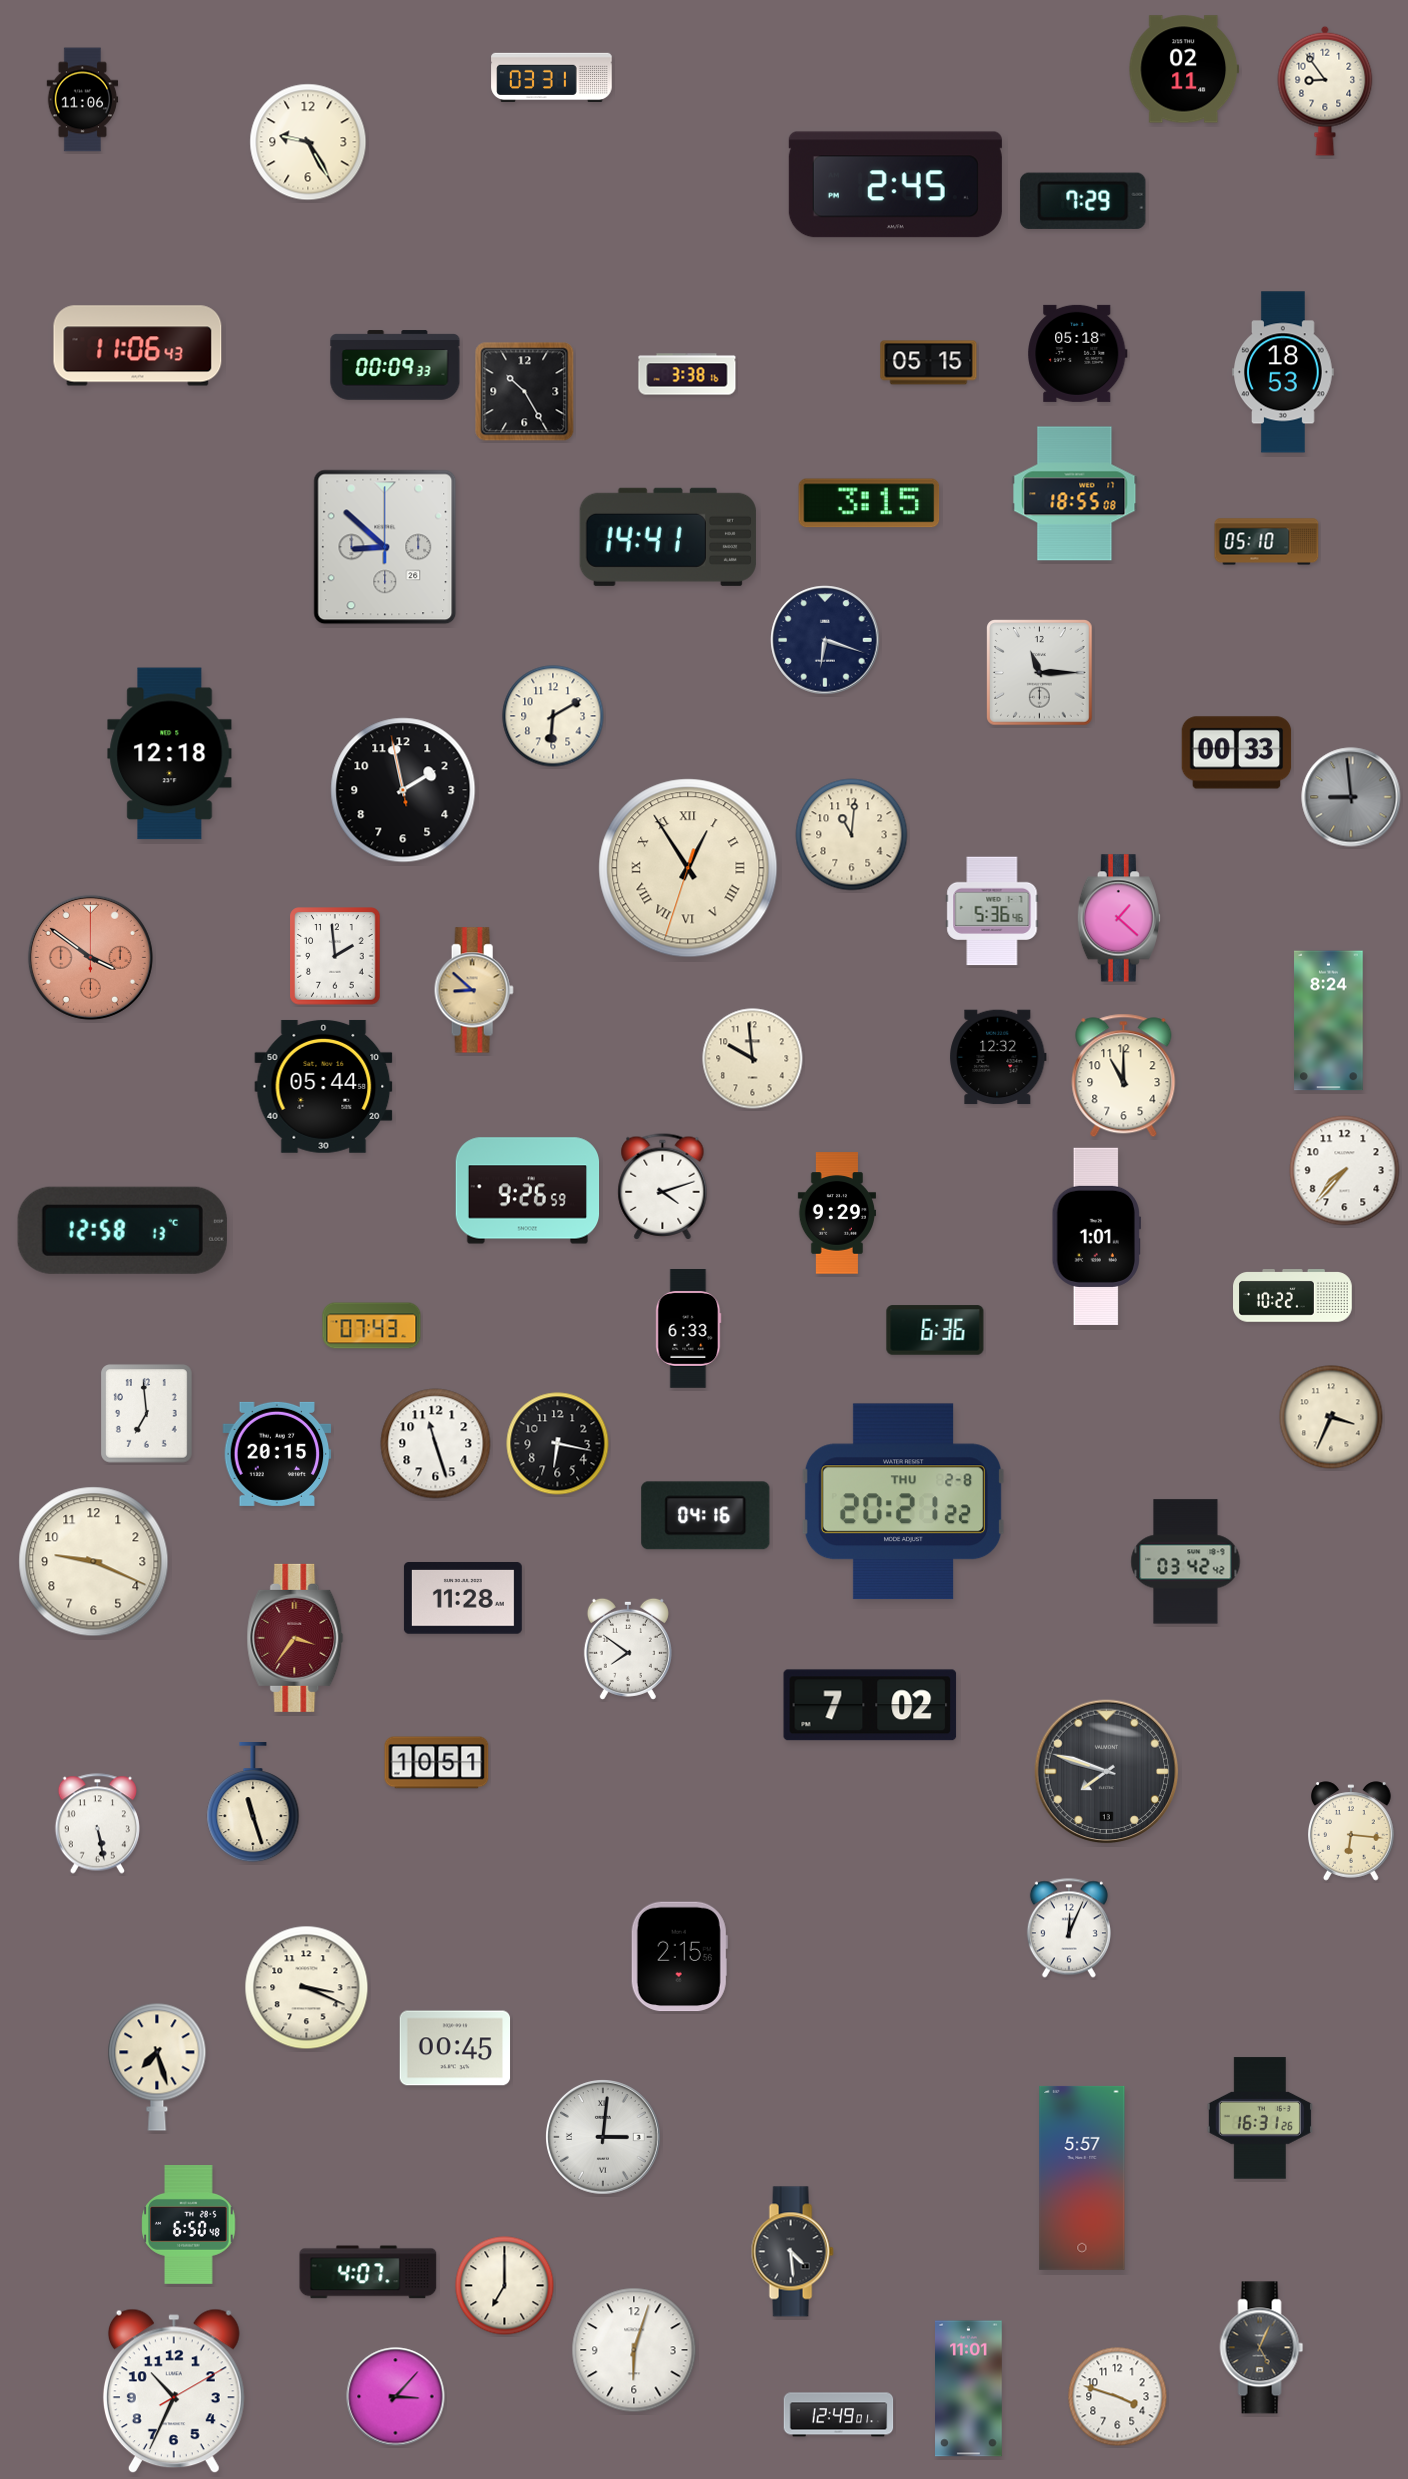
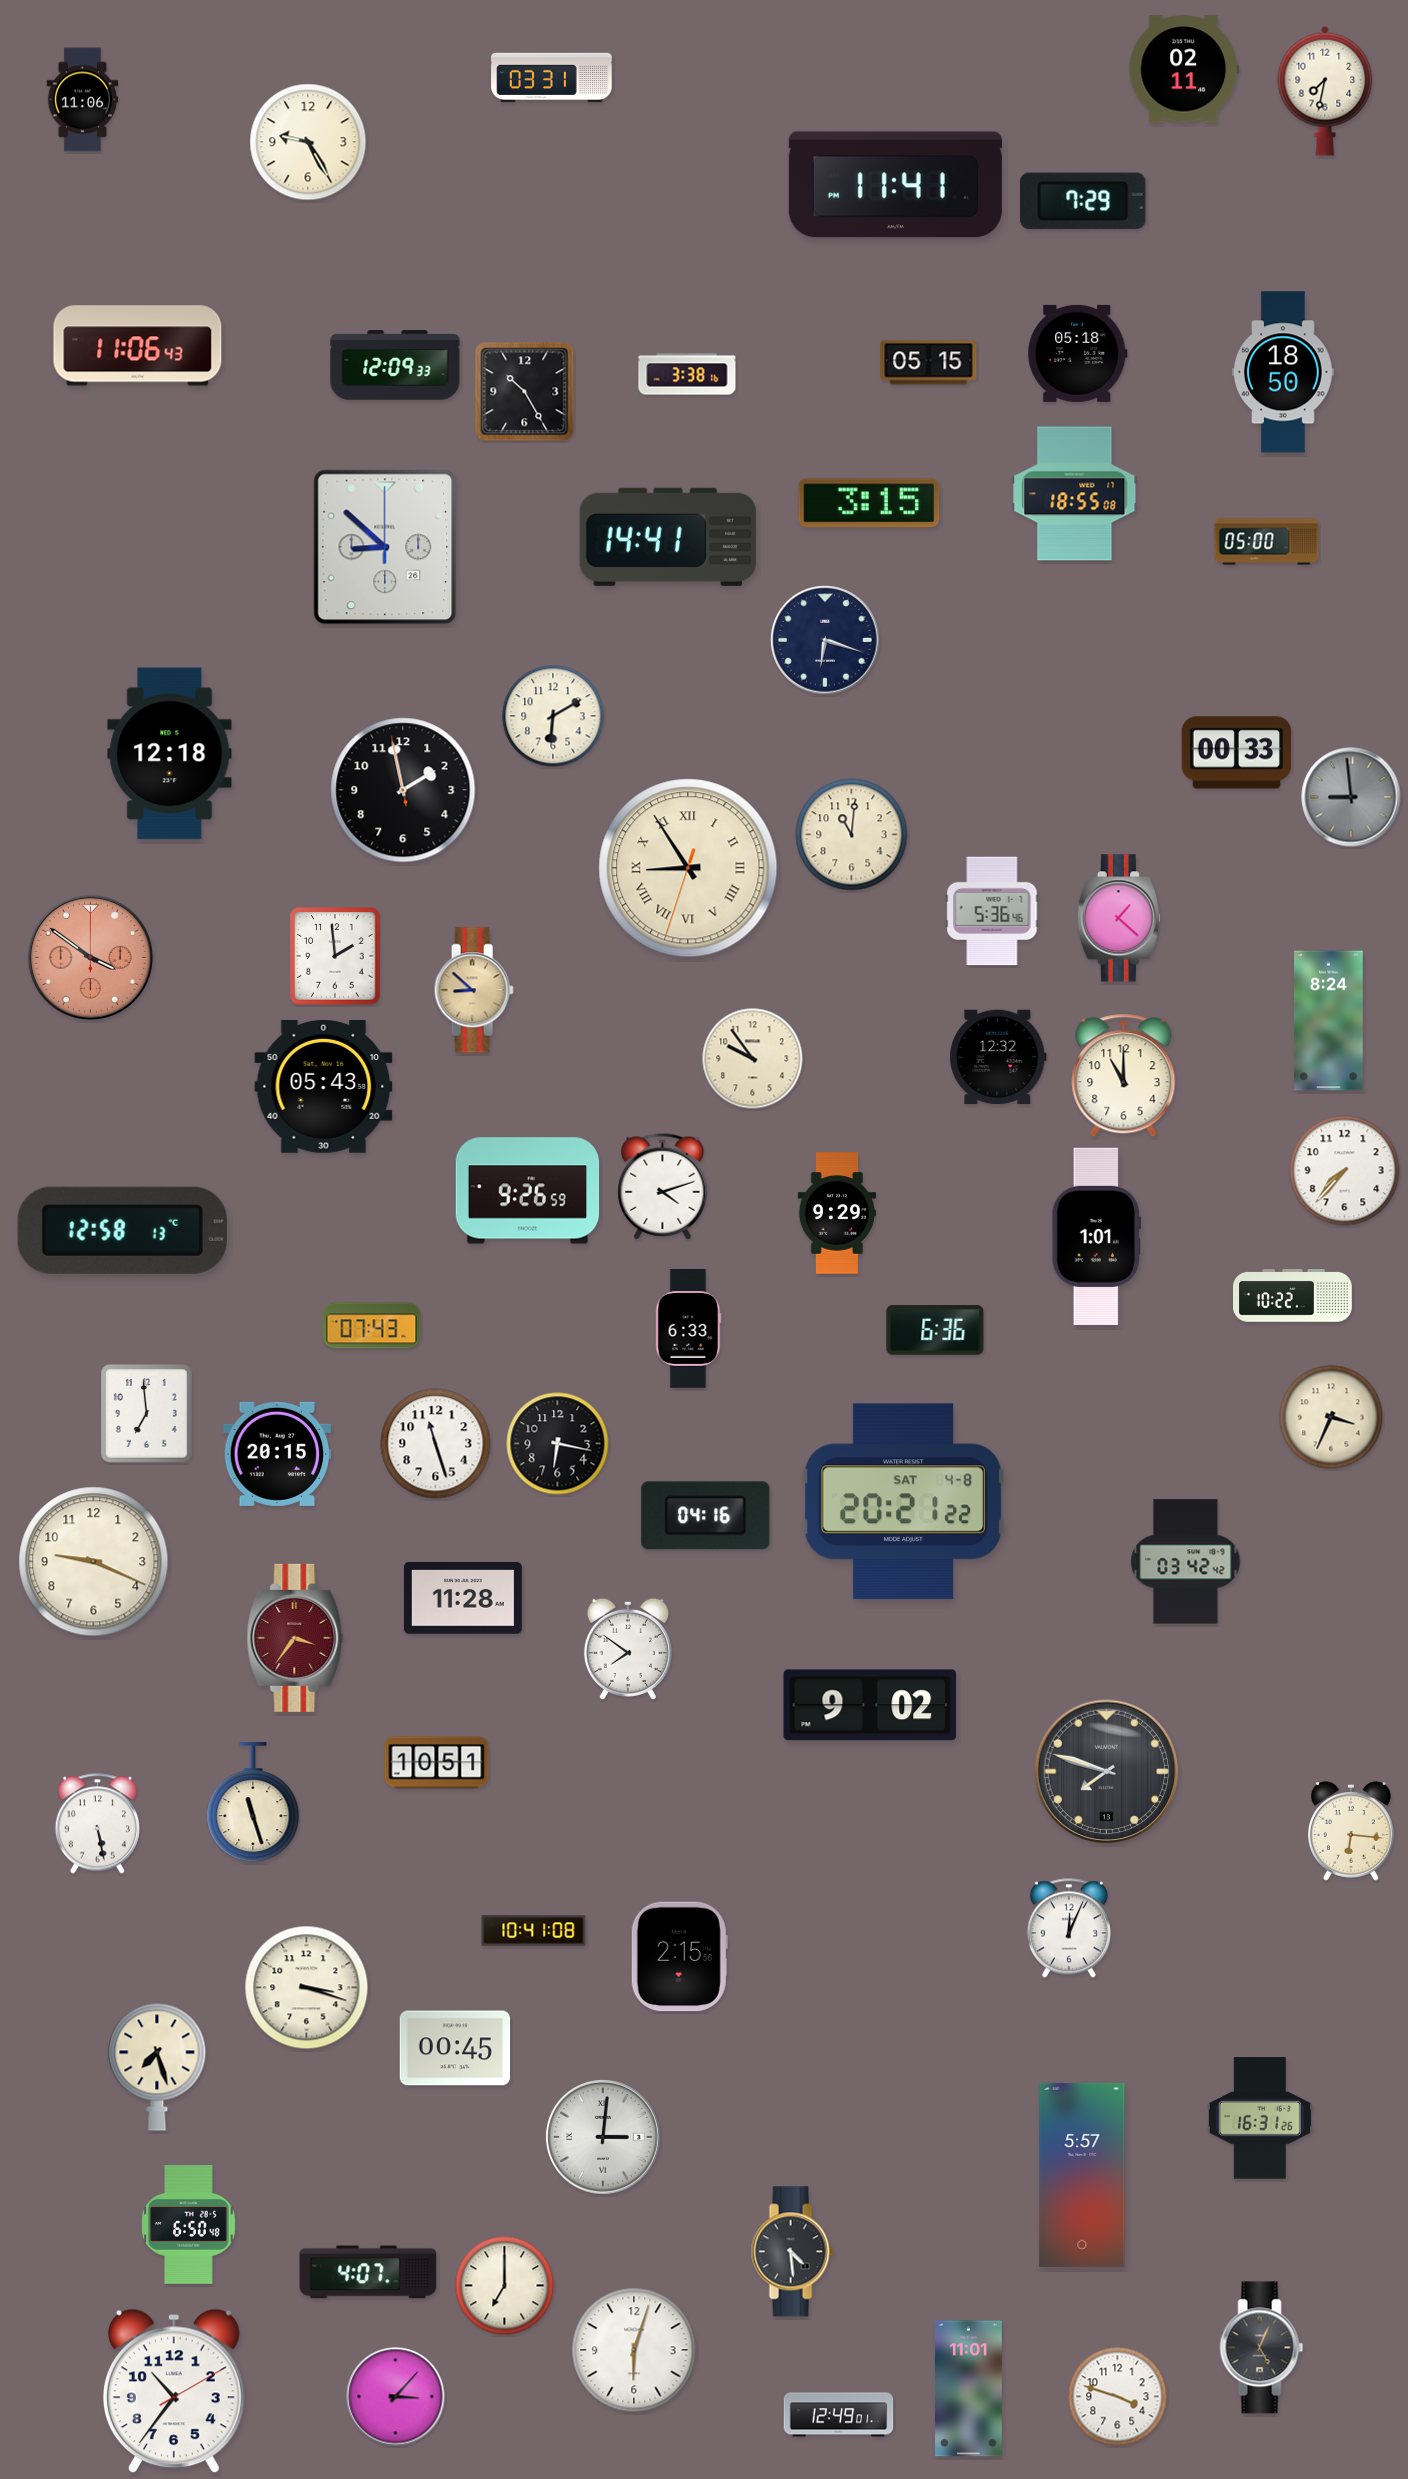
clock at (1325, 91): 8:54 -> 7:32
clock at (895, 185): 2:45 -> 11:41
clock at (395, 365): 00:09 -> 12:09
clock at (1283, 372): 18:53 -> 18:50
clock at (1267, 542): 05:10 -> 05:00
clock at (1040, 673): 11:15 -> none
clock at (688, 868): 12:54 -> 8:54
clock at (753, 1059): 9:59 -> 9:54
clock at (324, 1086): 05:44 -> 05:43
clock at (903, 1502) date: THU 2-8 -> SAT 4-8
clock at (870, 1705): 7:02 -> 9:02
clock at (534, 1931): none -> 10:41
clock at (307, 1988): 3:19 -> 3:18
clock at (1082, 2178) position: (1082, 2178) -> (1082, 2175)
clock at (174, 2391): 10:34 -> 10:36
